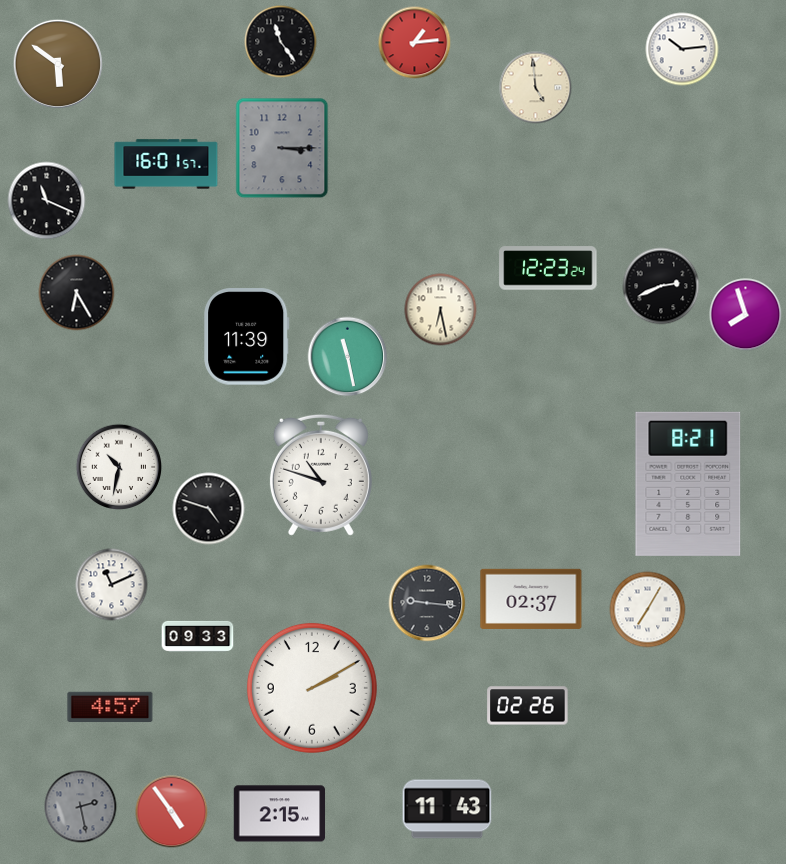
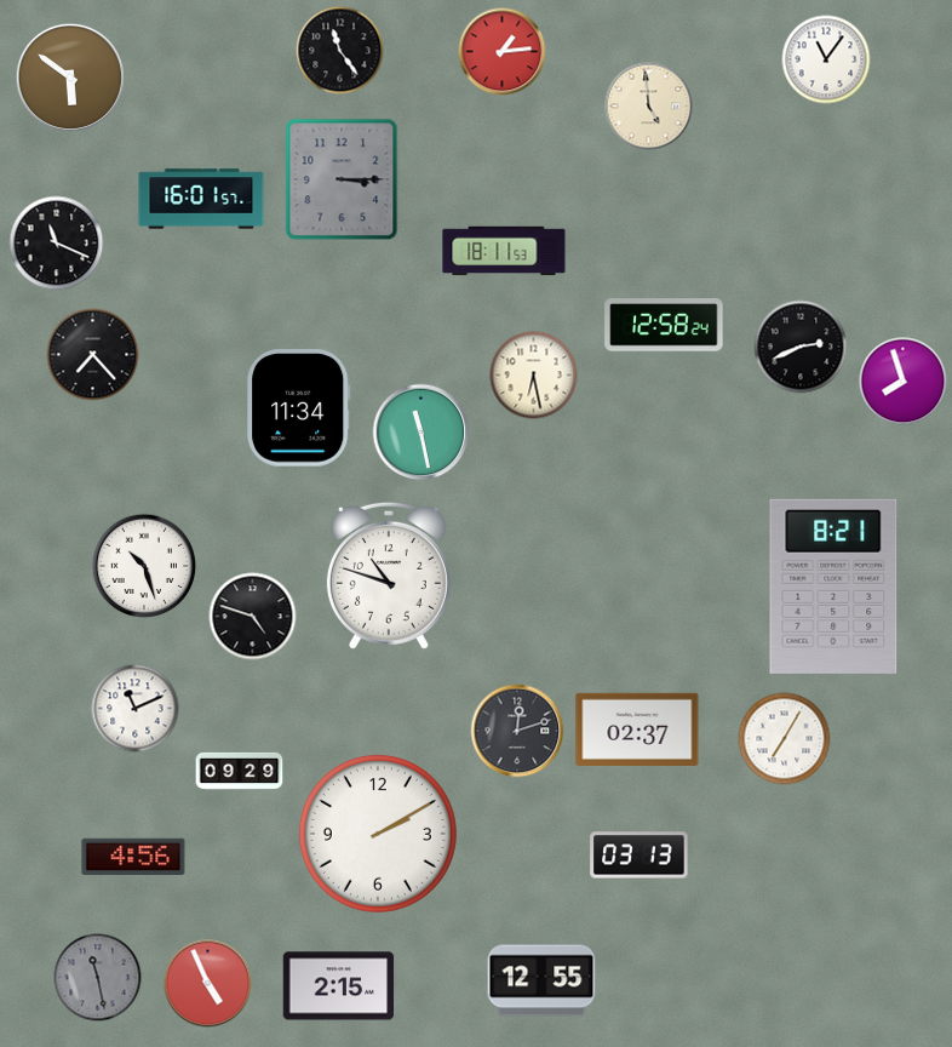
clock at (682, 49): 10:14 -> 11:06
clock at (504, 251): none -> 18:11
clock at (548, 268): 12:23 -> 12:58
clock at (77, 293): 6:25 -> 7:23
clock at (247, 337): 11:39 -> 11:34
clock at (119, 467): 10:32 -> 10:27
clock at (531, 599) position: (531, 599) -> (637, 730)
clock at (427, 603): 9:16 -> 12:12
clock at (198, 636): 09:33 -> 09:29
clock at (528, 706): 02:26 -> 03:13
clock at (110, 707): 4:57 -> 4:56
clock at (81, 807): 2:28 -> 11:28
clock at (447, 809): 11:43 -> 12:55
clock at (172, 812): 4:54 -> 4:56
